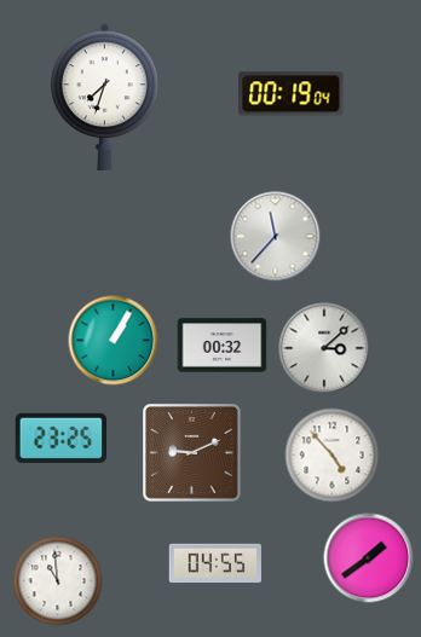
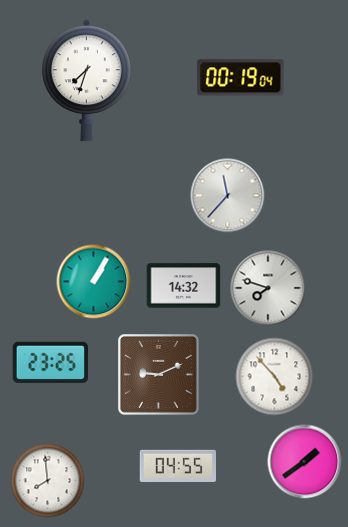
clock at (223, 346): 00:32 -> 14:32
clock at (324, 348): 3:08 -> 7:48
clock at (58, 581): 10:59 -> 7:59
